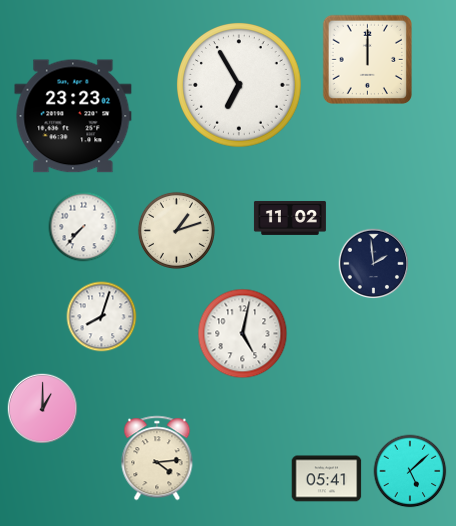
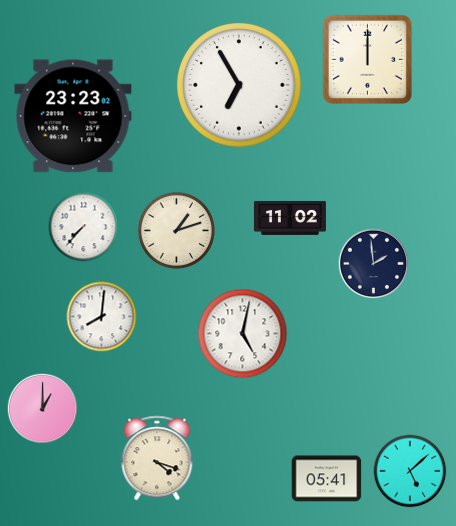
clock at (102, 317): 8:03 -> 8:01
clock at (157, 458): 4:14 -> 4:18
